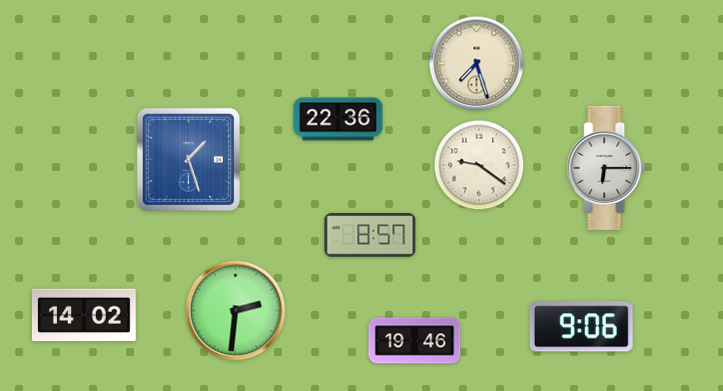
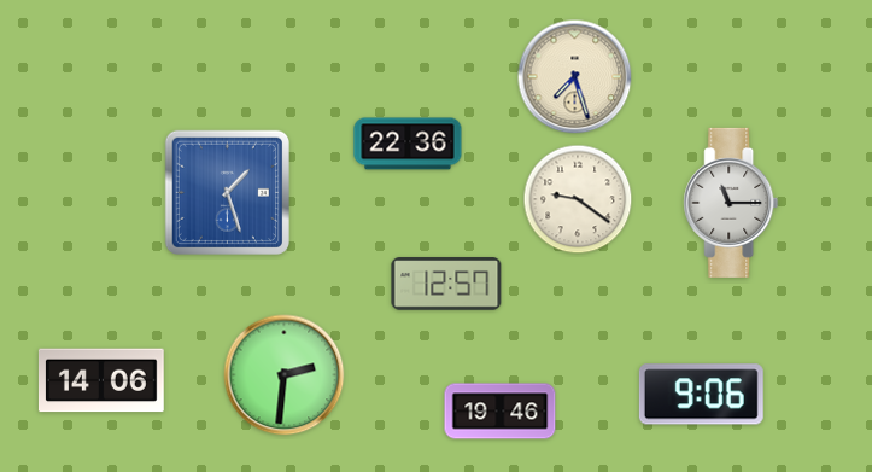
clock at (606, 168): 6:15 -> 11:15
clock at (370, 235): 8:57 -> 12:57
clock at (84, 315): 14:02 -> 14:06
